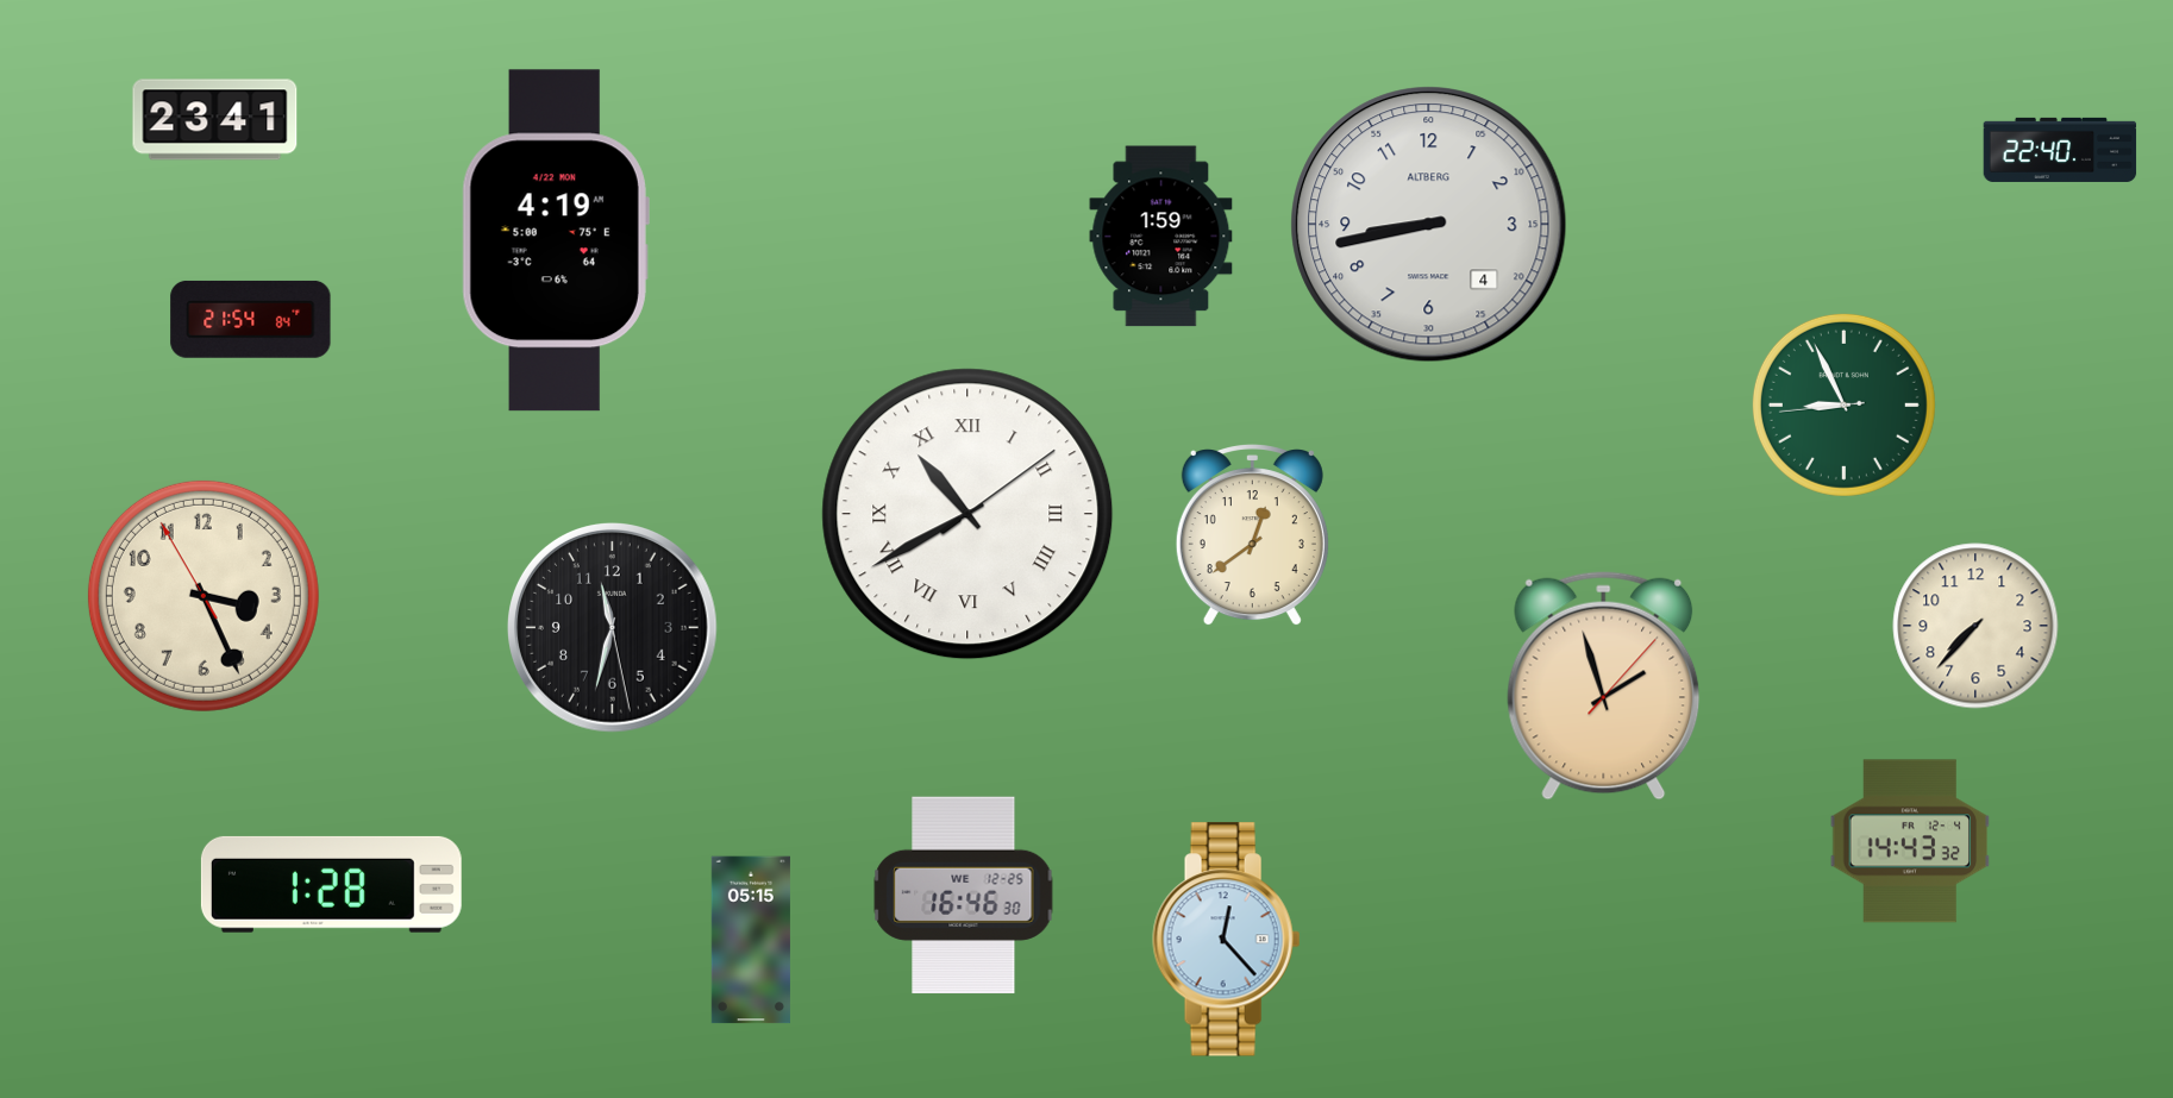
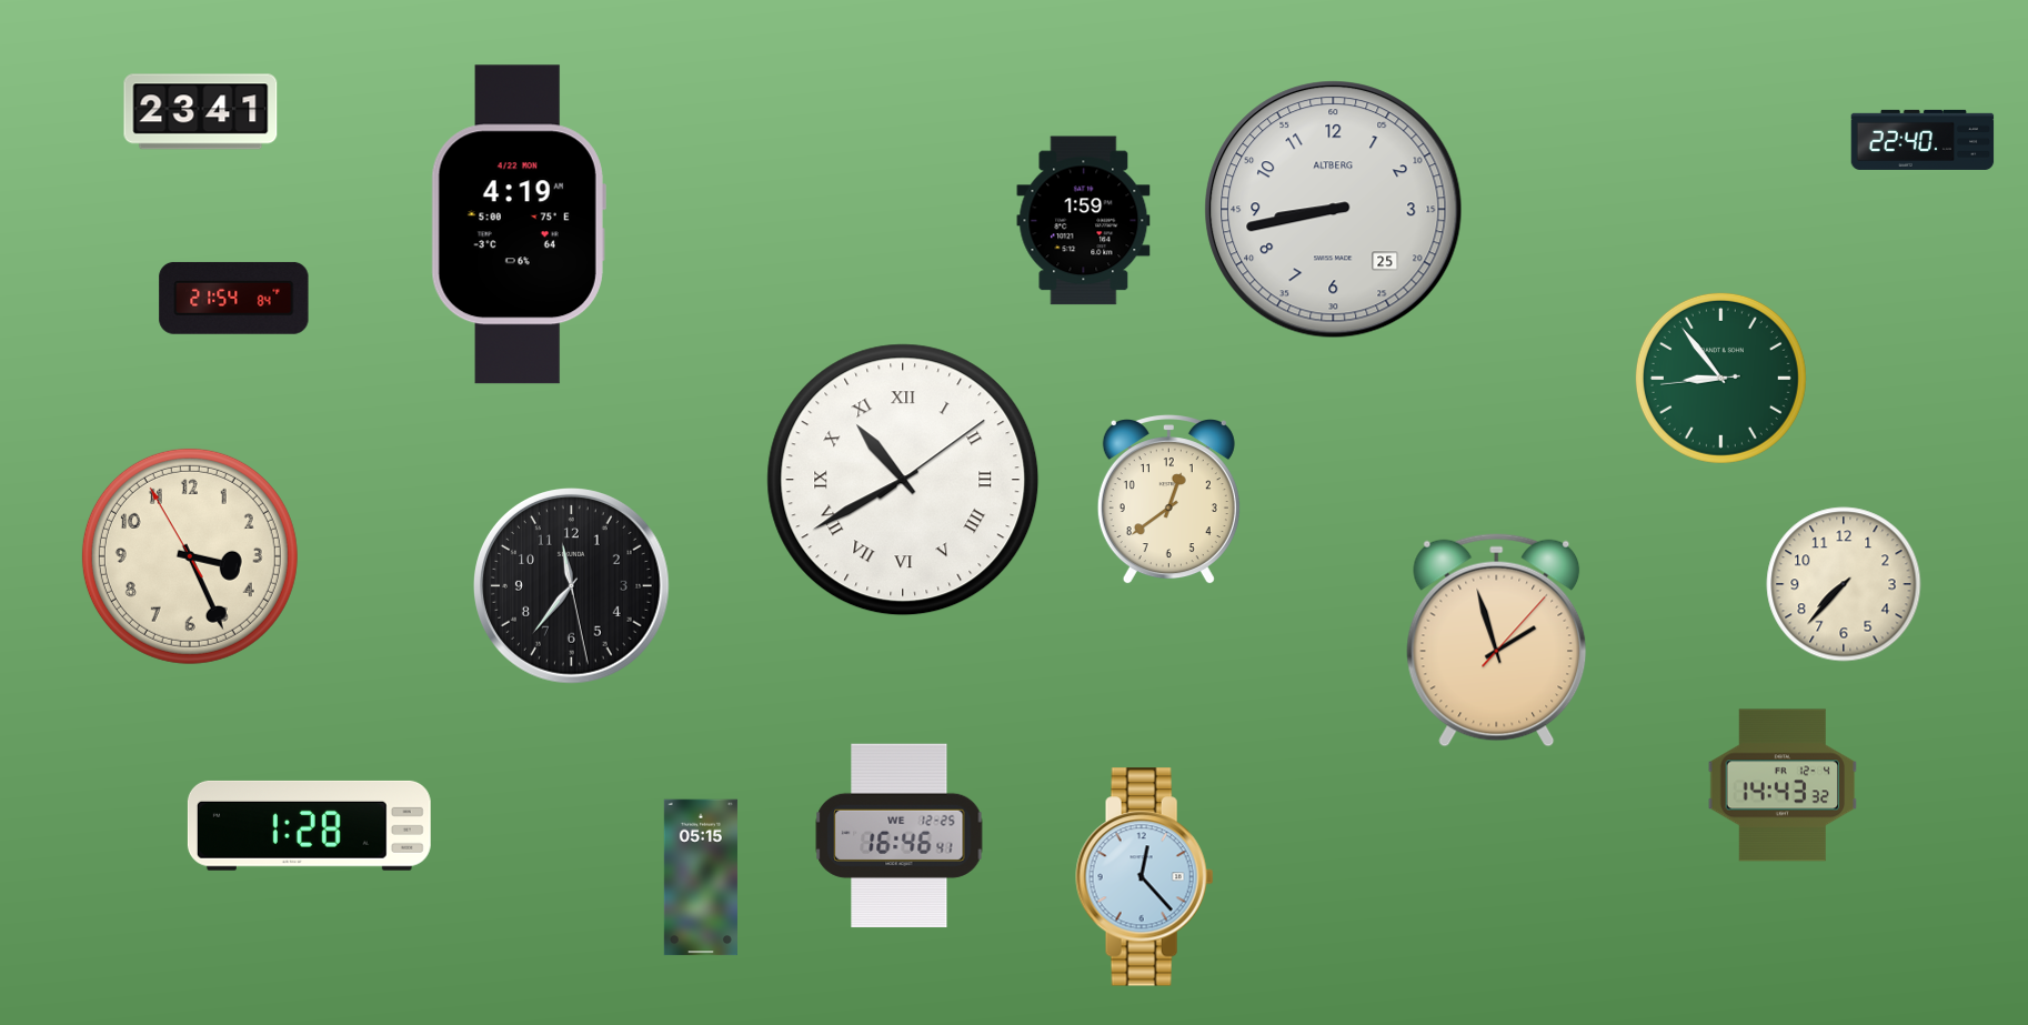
clock at (1429, 225) date: 4 -> 25
clock at (1843, 404): 8:55 -> 8:53
clock at (613, 628): 11:32 -> 11:36
clock at (964, 896): 16:46:30 -> 16:46:41
